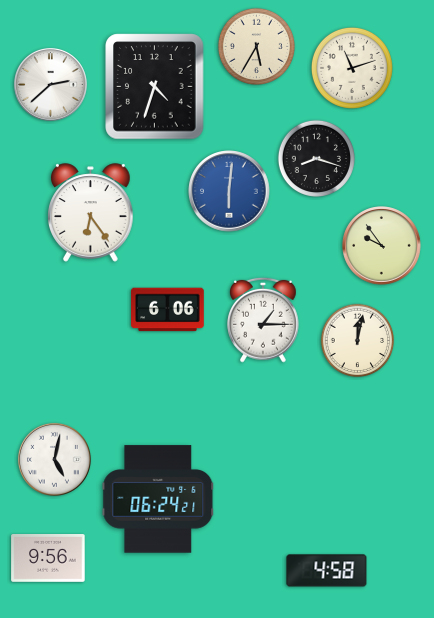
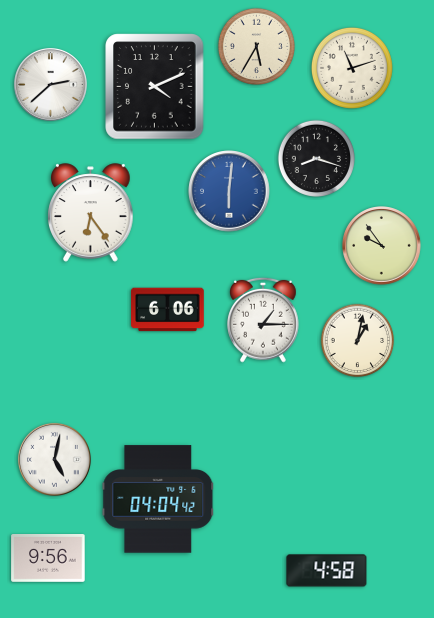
clock at (155, 87): 4:33 -> 4:11
clock at (358, 341): 12:02 -> 1:02
clock at (158, 499): 06:24 -> 04:04
